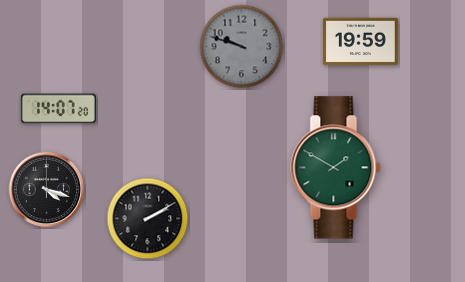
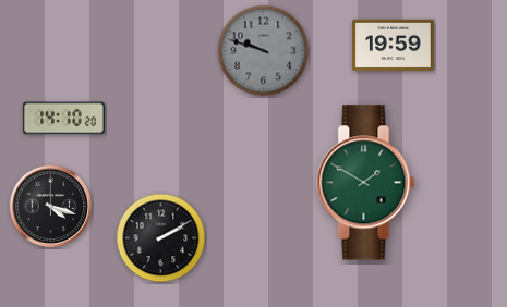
clock at (58, 109): 14:07 -> 14:10
